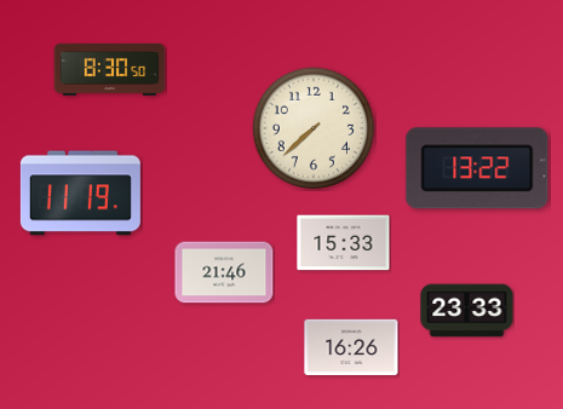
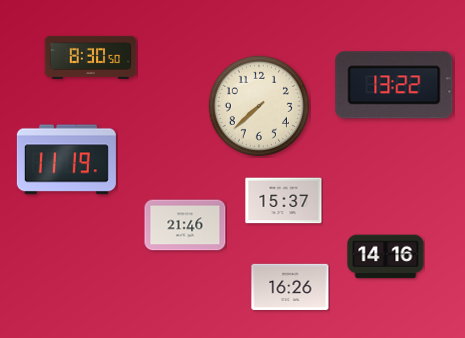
clock at (477, 168) position: (477, 168) -> (394, 85)
clock at (344, 243): 15:33 -> 15:37
clock at (467, 311): 23:33 -> 14:16
